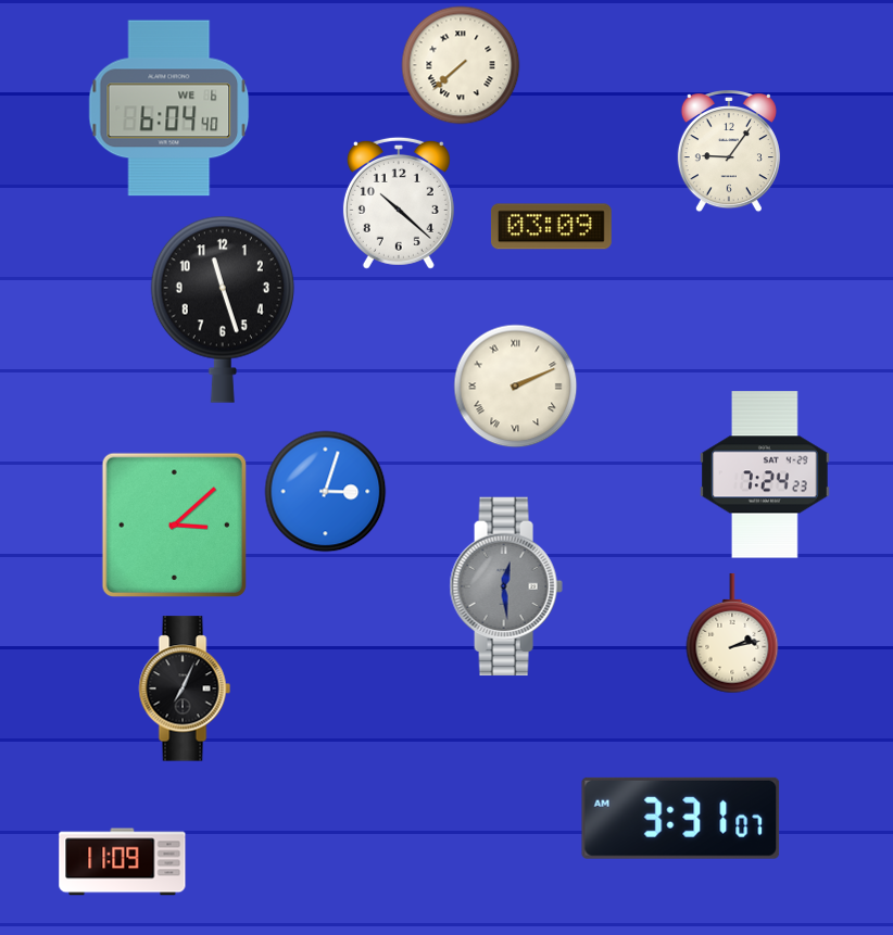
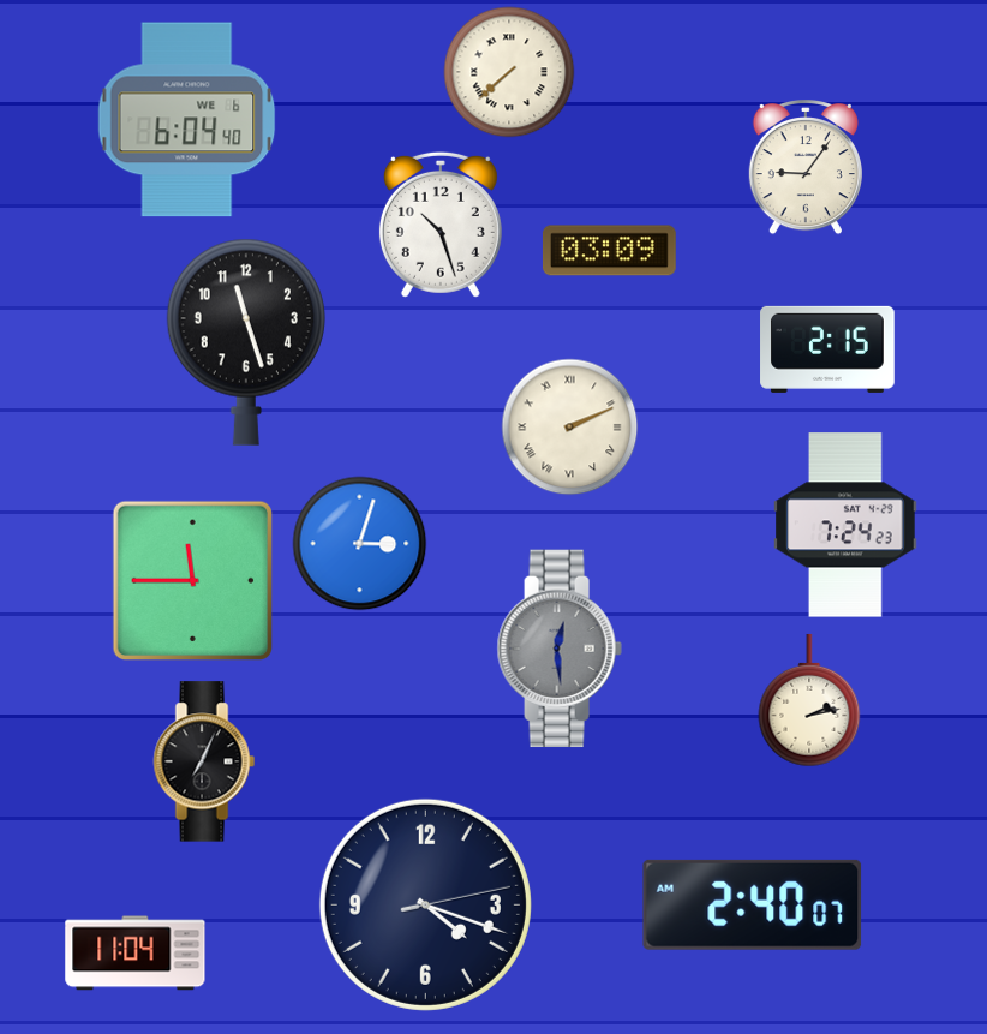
clock at (399, 203): 10:22 -> 10:27
clock at (827, 349): none -> 2:15
clock at (174, 525): 3:08 -> 11:45
clock at (425, 904): none -> 4:18
clock at (681, 818): 3:31 -> 2:40
clock at (123, 862): 11:09 -> 11:04
